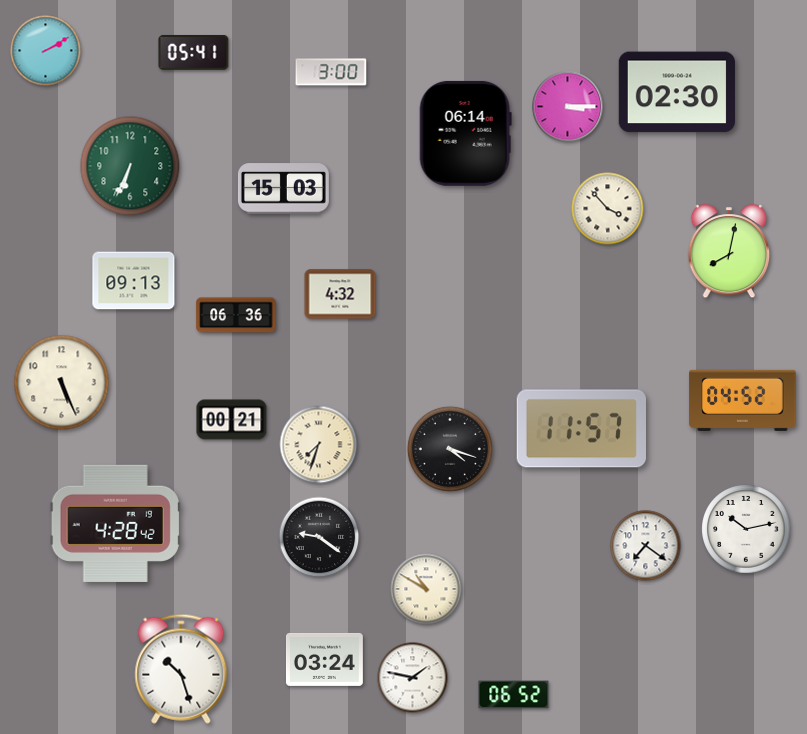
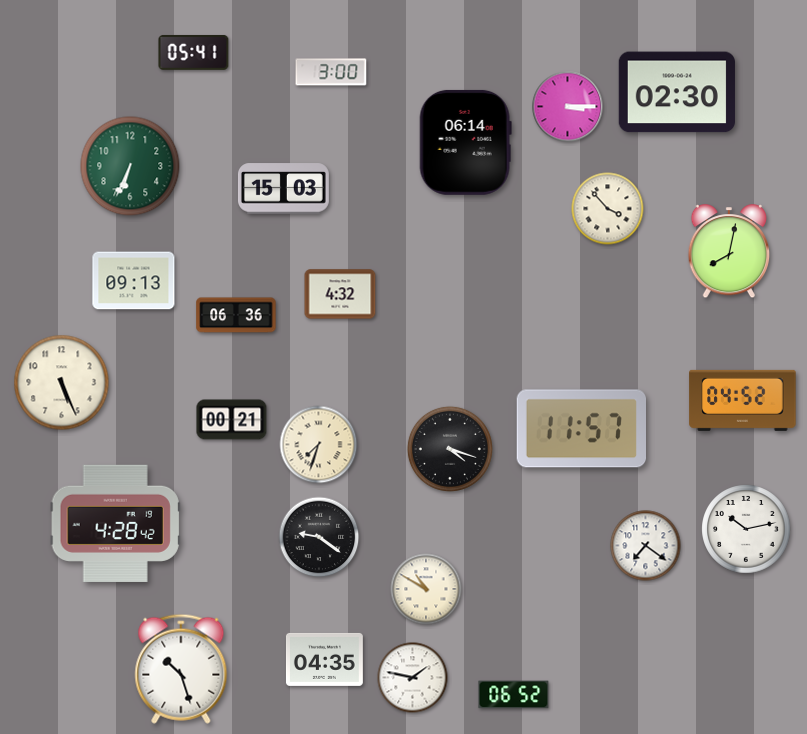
clock at (46, 51): 2:10 -> none
clock at (465, 133) position: (465, 133) -> (465, 142)
clock at (324, 659): 03:24 -> 04:35
